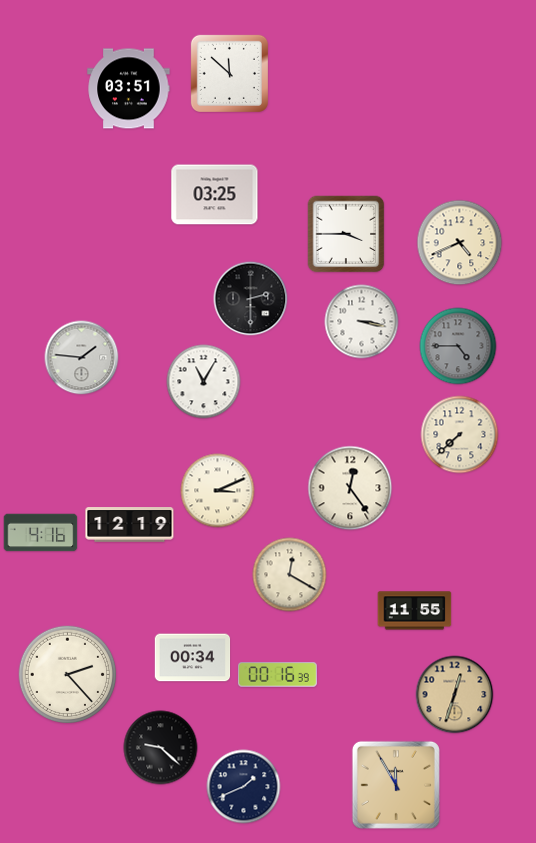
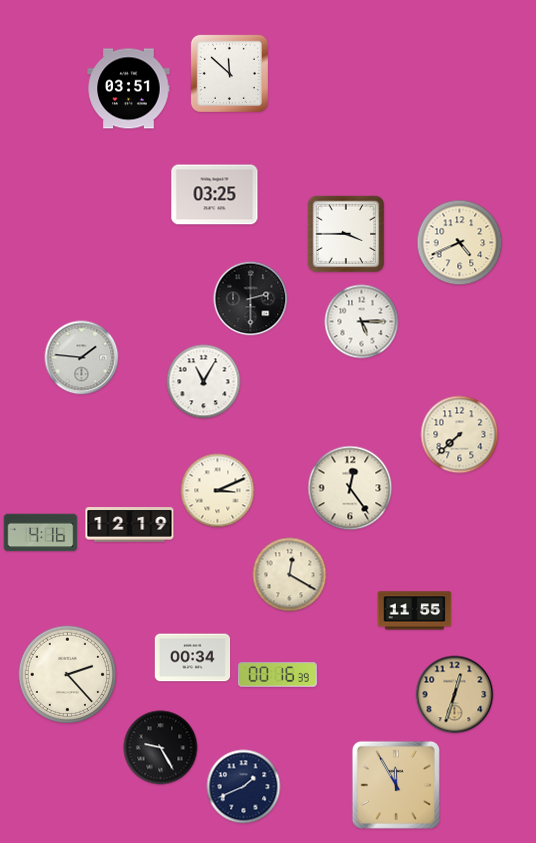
clock at (362, 322): 3:17 -> 5:15
clock at (458, 346): 4:45 -> none
clock at (161, 748): 9:22 -> 9:25
